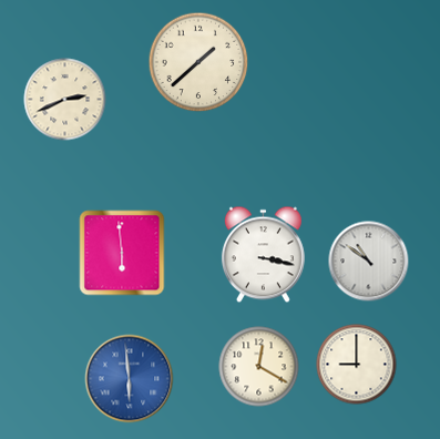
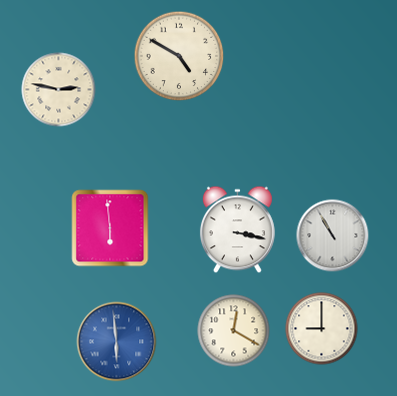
clock at (198, 62): 1:38 -> 4:50
clock at (65, 100): 2:41 -> 2:47
clock at (369, 262): 10:51 -> 10:55
